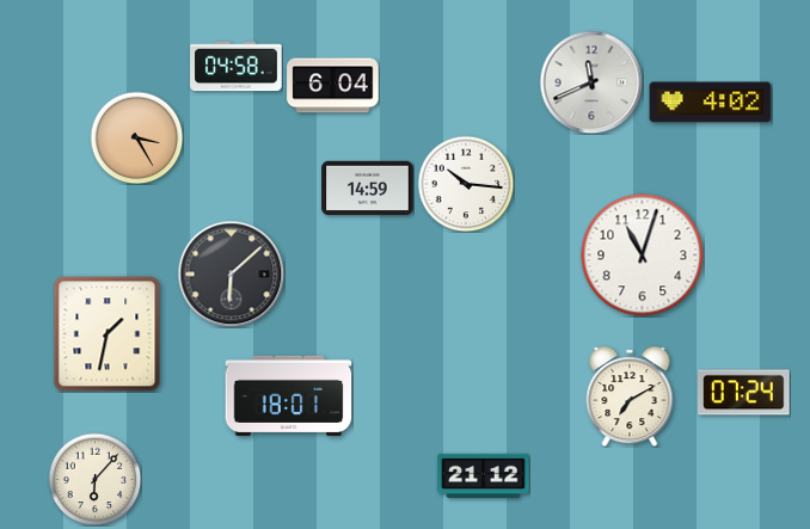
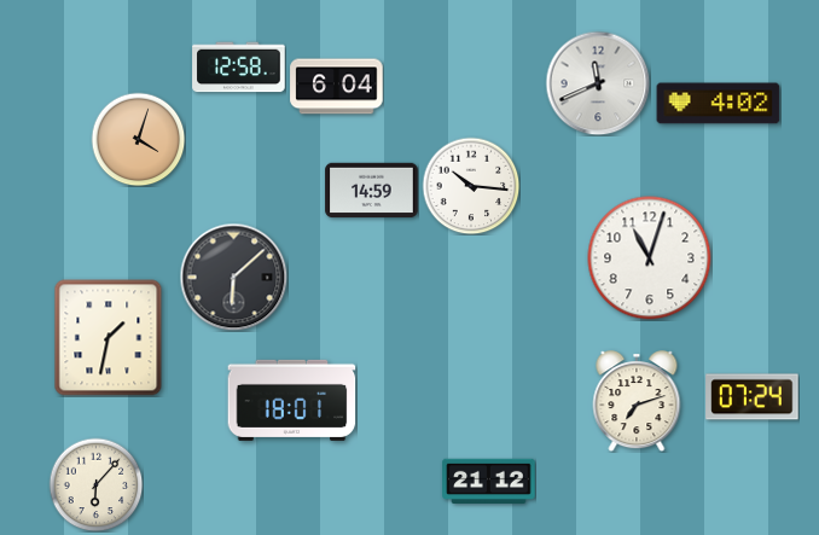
clock at (237, 67): 04:58 -> 12:58
clock at (136, 137): 3:25 -> 4:03
clock at (630, 396): 7:10 -> 7:12
